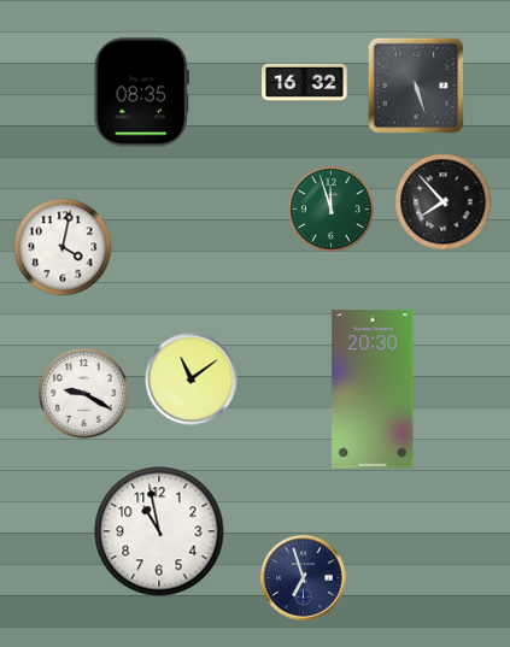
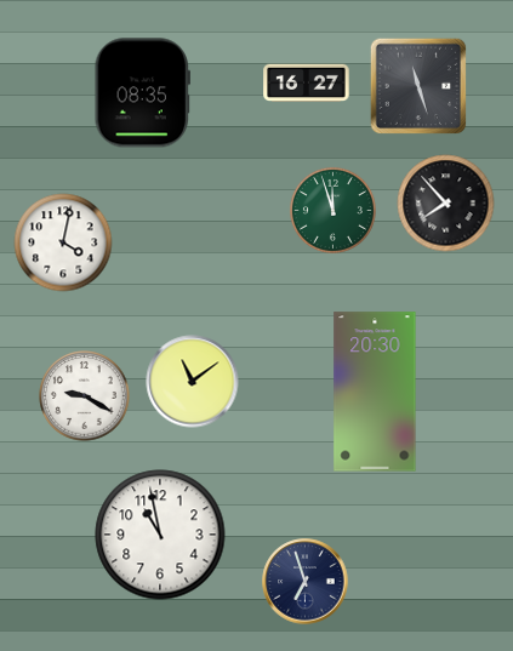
clock at (305, 83): 16:32 -> 16:27
clock at (416, 86): 5:27 -> 11:27
clock at (63, 247) position: (63, 247) -> (63, 242)
